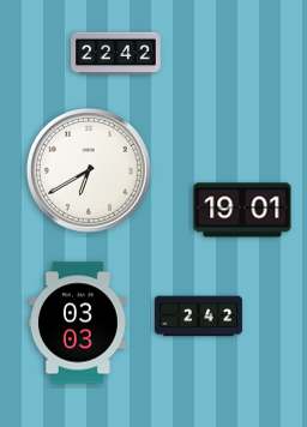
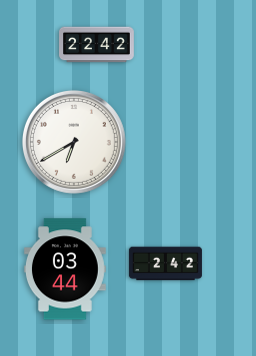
clock at (242, 210): 19:01 -> none
clock at (78, 323): 03:03 -> 03:44
